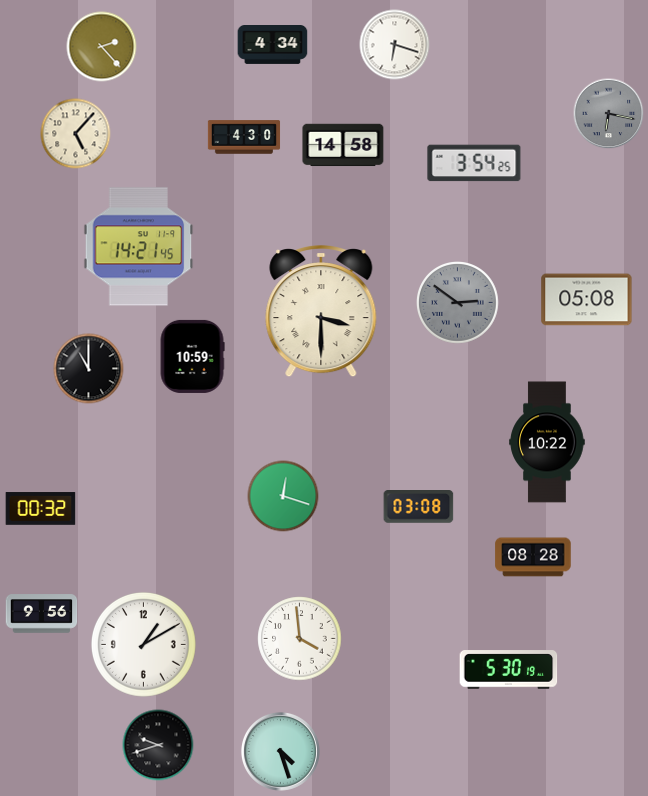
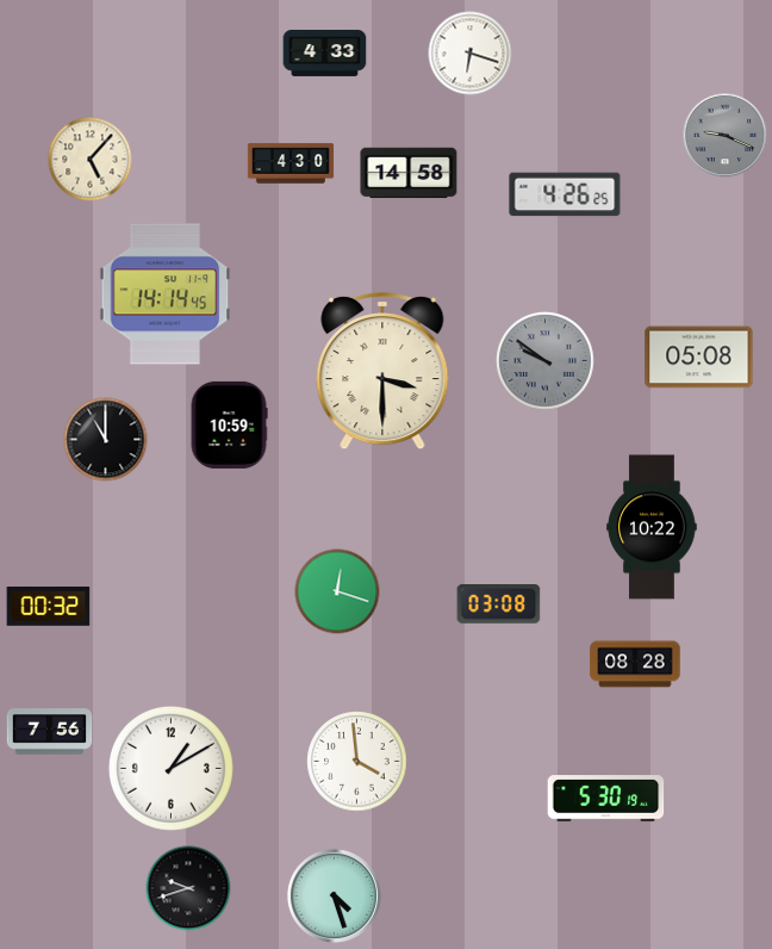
clock at (273, 45): 4:34 -> 4:33
clock at (102, 47): 2:23 -> none
clock at (609, 114): 6:17 -> 9:19
clock at (474, 163): 3:54 -> 4:26
clock at (139, 247): 14:21 -> 14:14
clock at (458, 303): 2:51 -> 9:51
clock at (42, 614): 9:56 -> 7:56
